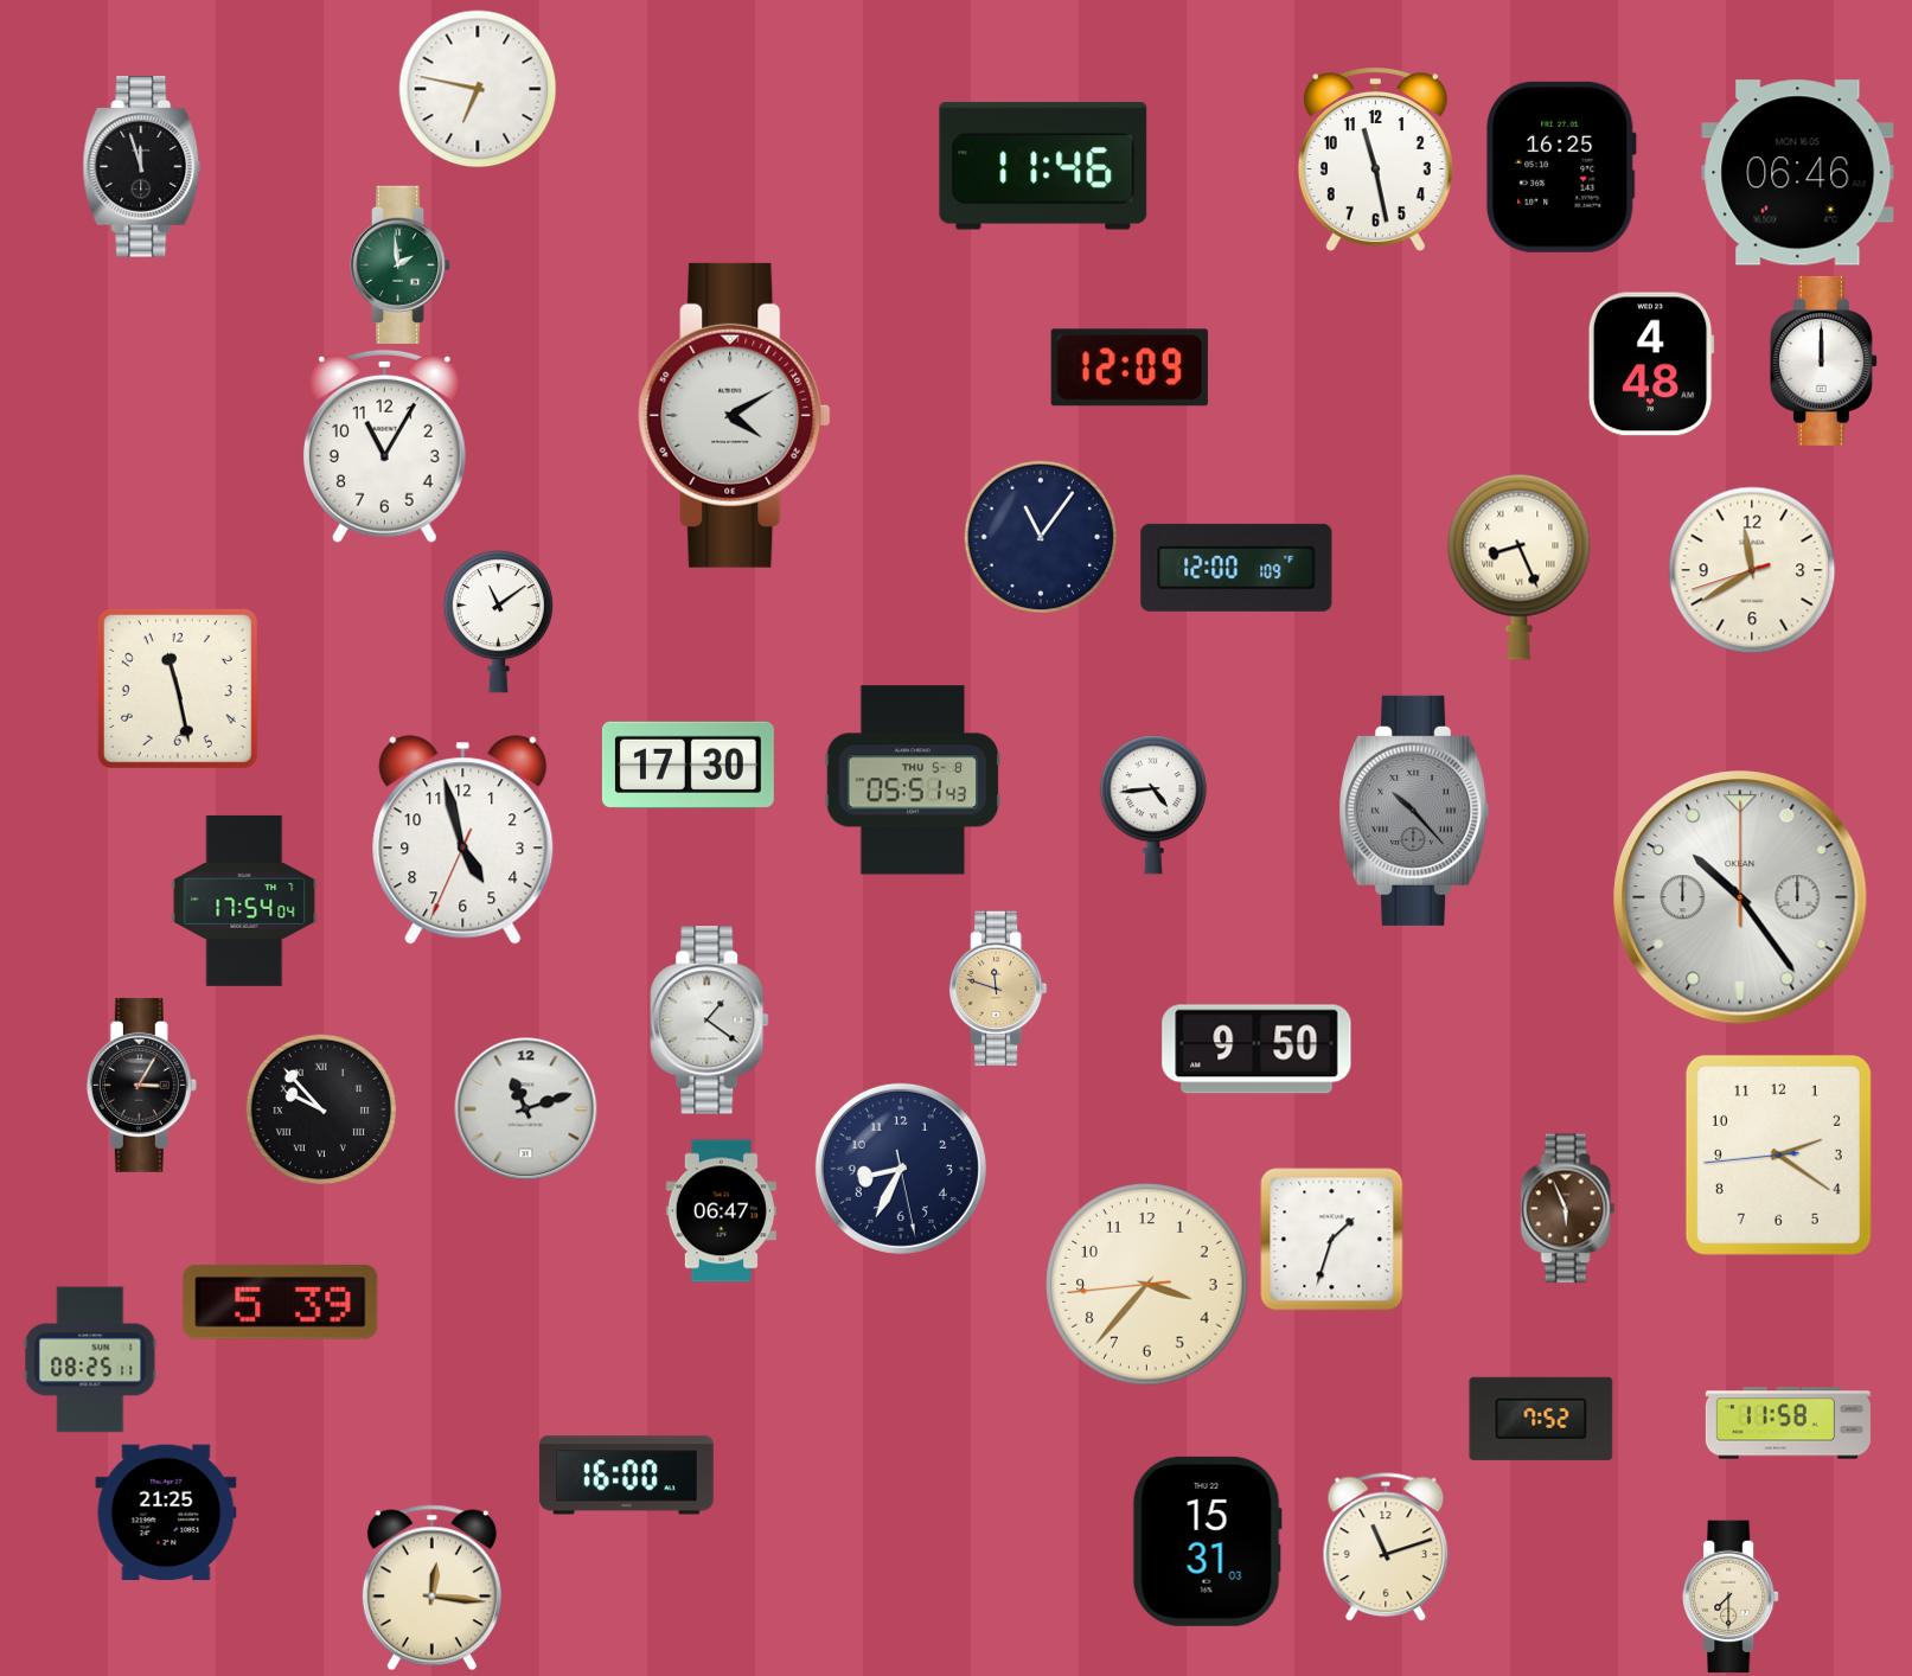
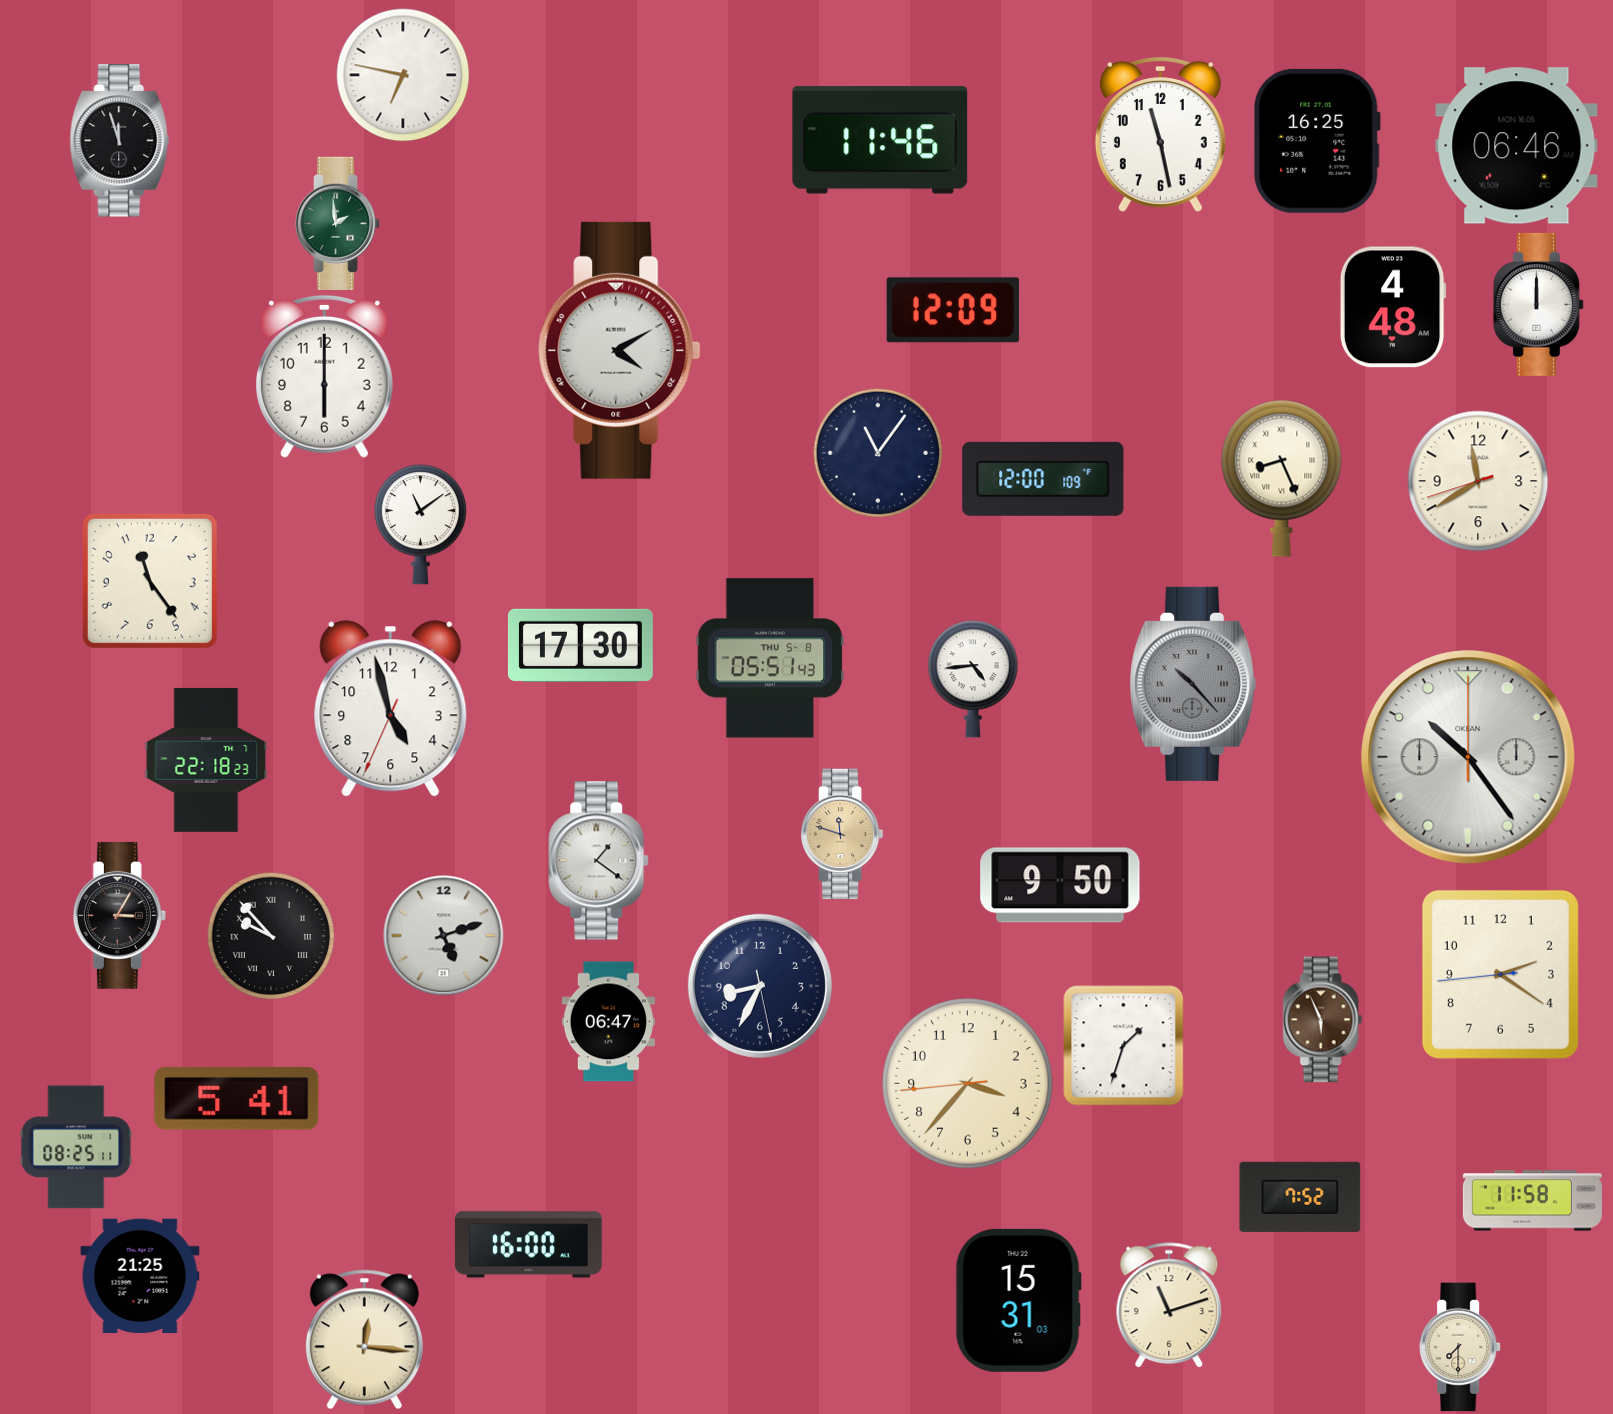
clock at (384, 446): 11:05 -> 6:00
clock at (178, 689): 11:28 -> 11:24
clock at (244, 901): 17:54 -> 22:18
clock at (526, 1109): 11:12 -> 5:12
clock at (281, 1301): 5:39 -> 5:41
clock at (1788, 1424) position: (1788, 1424) -> (1532, 1201)
